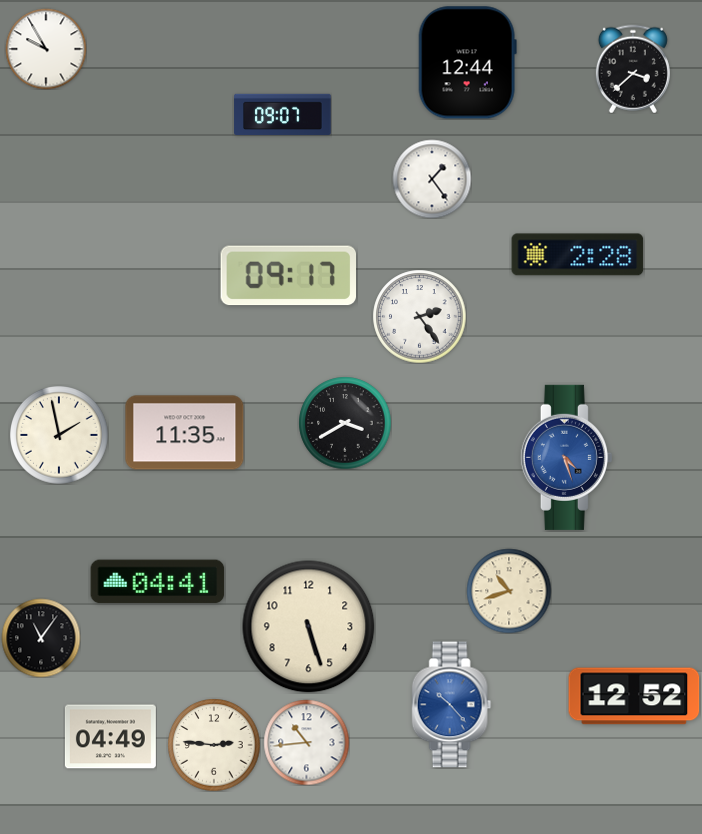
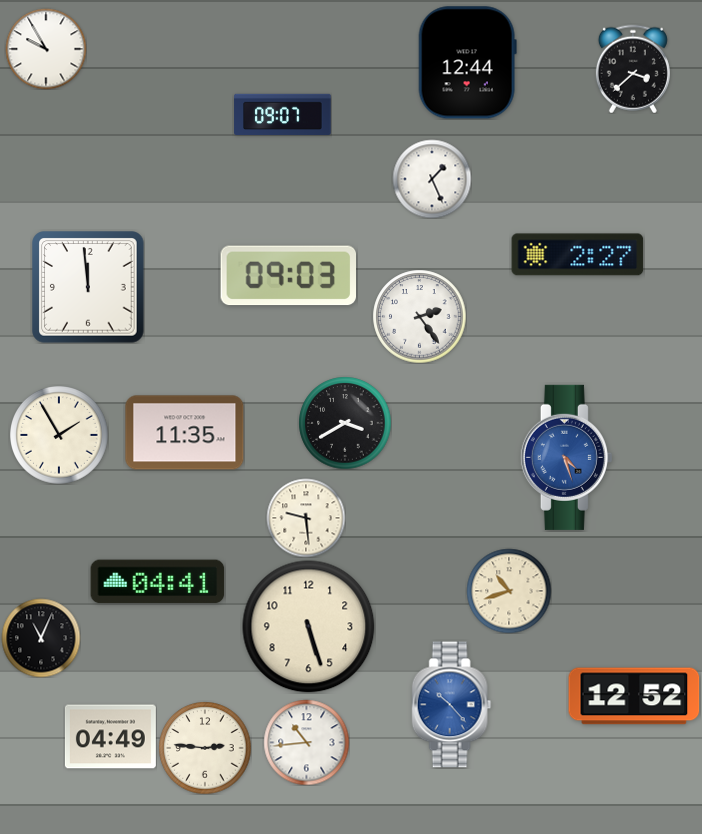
clock at (432, 179): 1:24 -> 1:26
clock at (578, 255): 2:28 -> 2:27
clock at (288, 276): 09:17 -> 09:03
clock at (88, 287): none -> 11:59
clock at (60, 436): 1:58 -> 1:55
clock at (306, 518): none -> 9:29
clock at (41, 638): 11:06 -> 11:04
clock at (214, 745) position: (214, 745) -> (205, 748)
